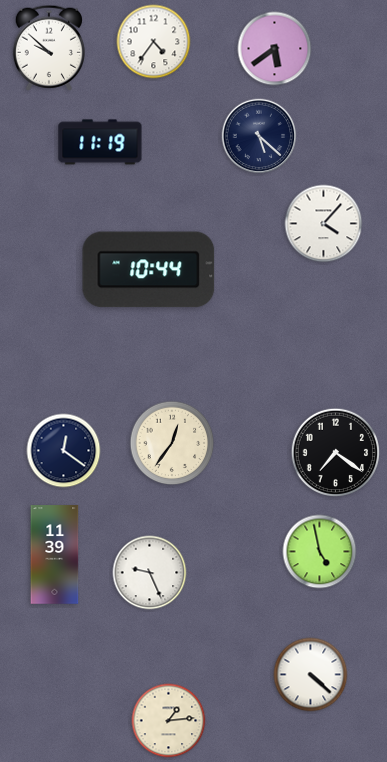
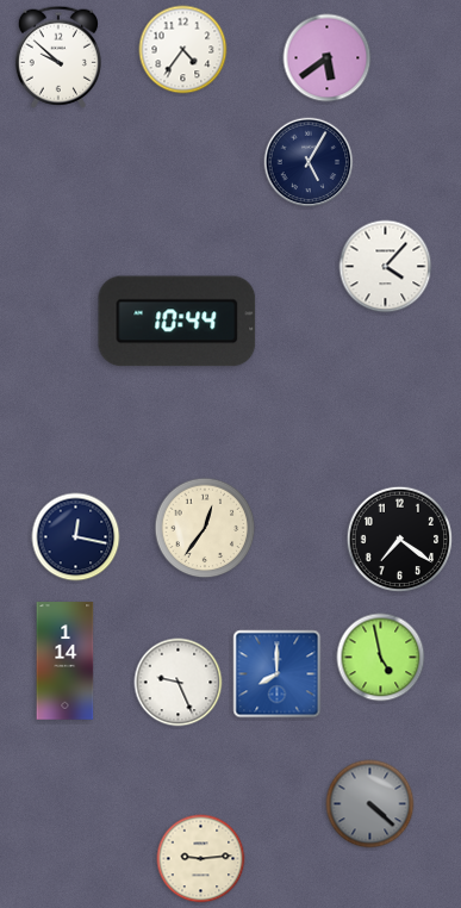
clock at (259, 136): 5:22 -> 5:05
clock at (100, 142): 11:19 -> none
clock at (64, 451): 12:21 -> 12:17
clock at (55, 555): 11:39 -> 1:14
clock at (278, 674): none -> 8:00
clock at (311, 675) dial: white -> grey
clock at (169, 721): 1:14 -> 9:14
